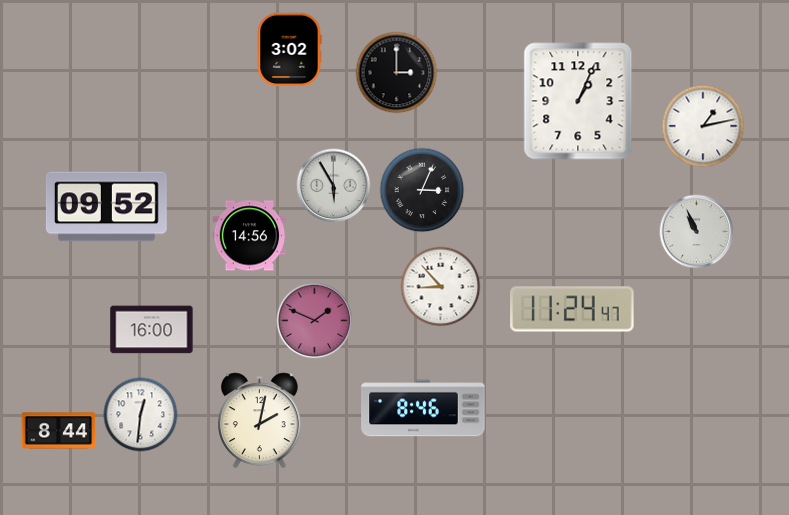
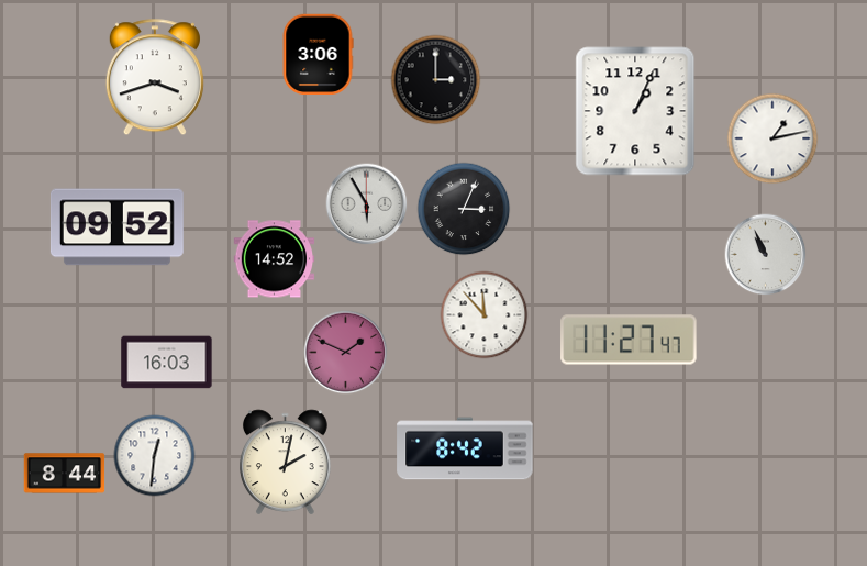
clock at (289, 50): 3:02 -> 3:06
clock at (155, 78): none -> 3:42
clock at (250, 236): 14:56 -> 14:52
clock at (441, 287): 8:53 -> 11:53
clock at (572, 309): 11:24 -> 11:27
clock at (152, 330): 16:00 -> 16:03
clock at (423, 408): 8:46 -> 8:42
